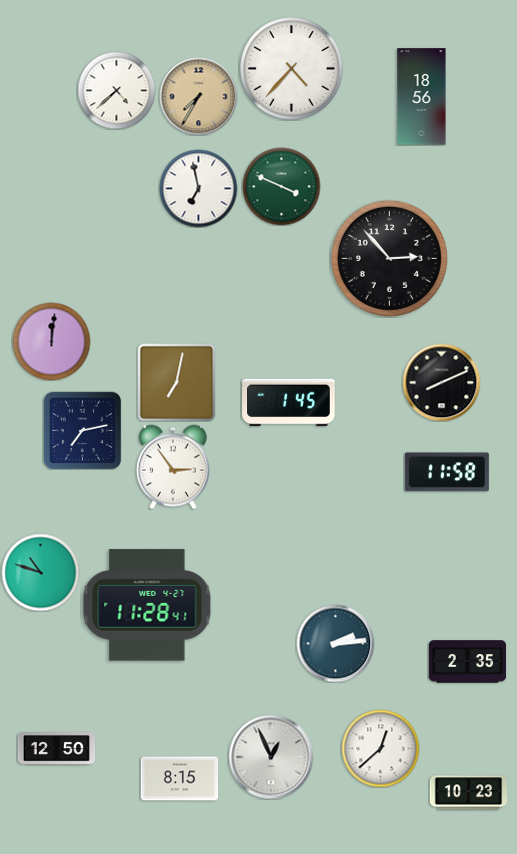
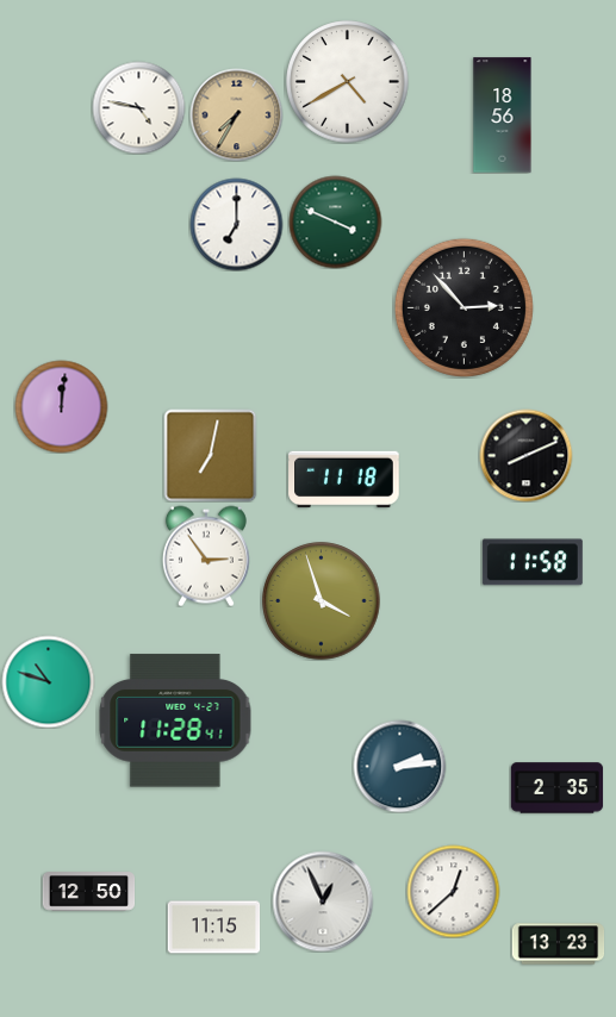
clock at (292, 69): 4:37 -> 4:40
clock at (116, 90): 4:38 -> 4:47
clock at (198, 188): 6:58 -> 7:00
clock at (289, 403): 1:45 -> 11:18
clock at (82, 430): 7:13 -> none
clock at (322, 601): none -> 3:57
clock at (56, 749) position: (56, 749) -> (88, 892)
clock at (179, 779): 8:15 -> 11:15
clock at (468, 793): 10:23 -> 13:23
